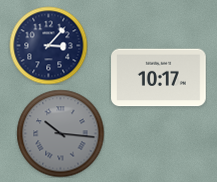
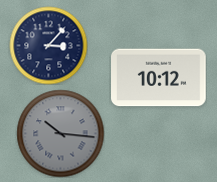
clock at (159, 78): 10:17 -> 10:12
